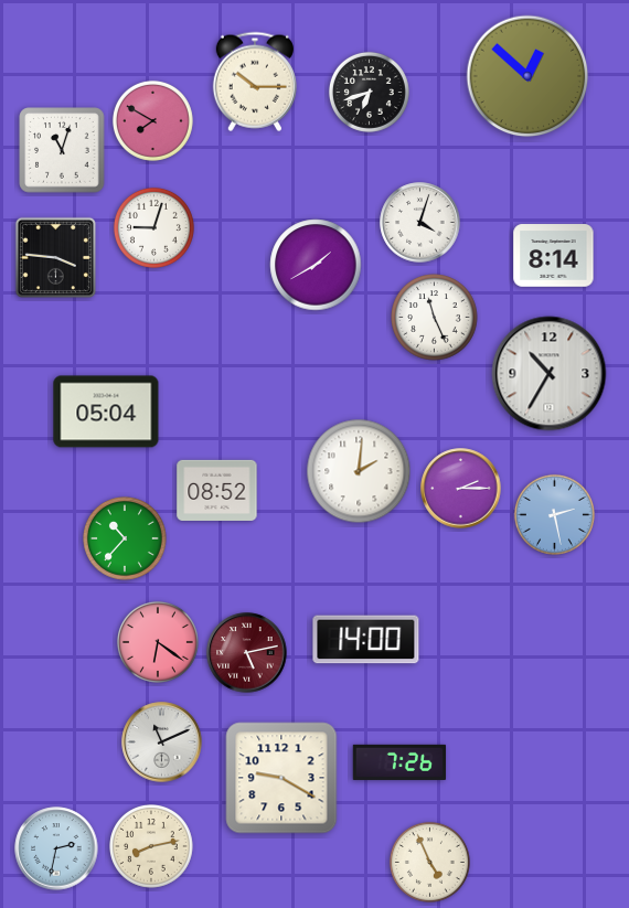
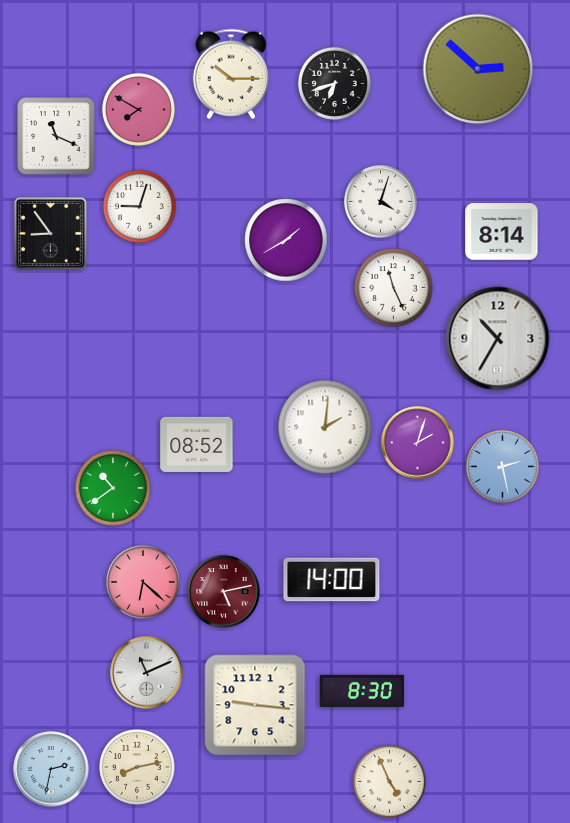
clock at (527, 76): 12:52 -> 2:52
clock at (62, 150): 11:03 -> 11:19
clock at (55, 257): 3:46 -> 8:54
clock at (106, 412): 05:04 -> none
clock at (461, 489): 2:15 -> 2:03
clock at (126, 540): 10:37 -> 10:39
clock at (158, 642): 6:21 -> 6:22
clock at (399, 762): 7:26 -> 8:30
clock at (281, 778): 9:20 -> 9:16
